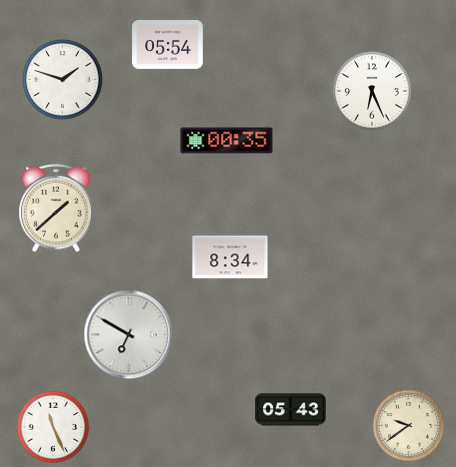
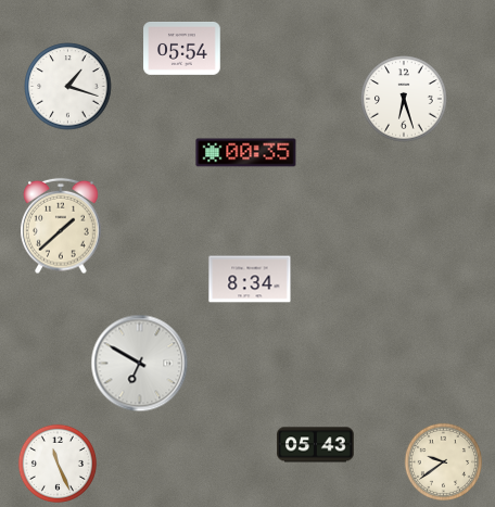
clock at (63, 80): 1:48 -> 1:18
clock at (372, 91): 6:26 -> 6:27
